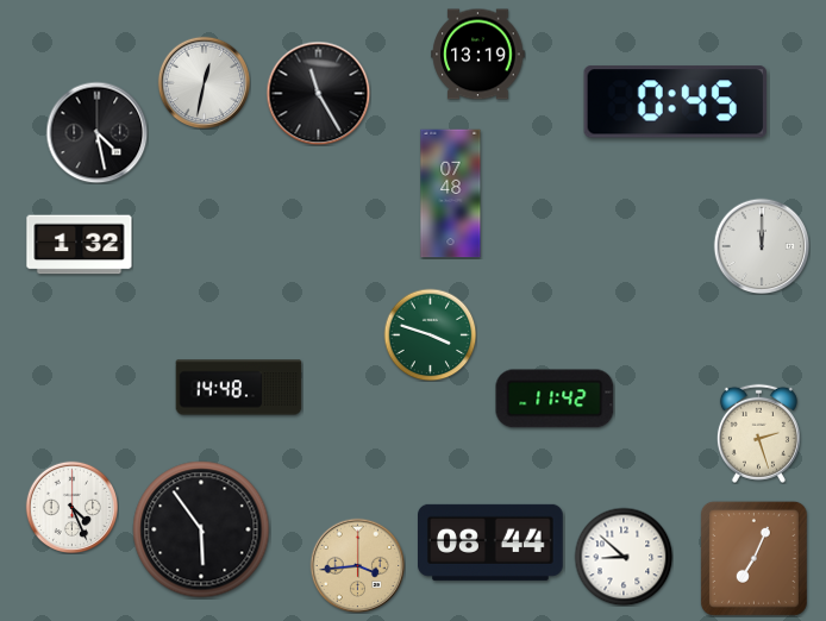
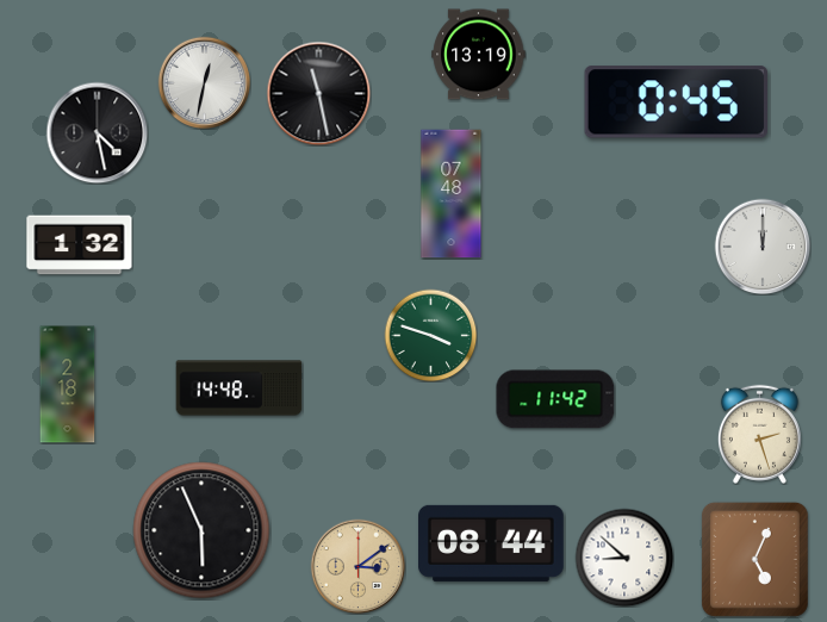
clock at (318, 93): 11:25 -> 11:28
clock at (68, 385): none -> 2:18
clock at (71, 507): 4:26 -> none
clock at (201, 529): 5:54 -> 5:56
clock at (753, 558): 7:04 -> 5:04
clock at (357, 565): 3:44 -> 3:09
